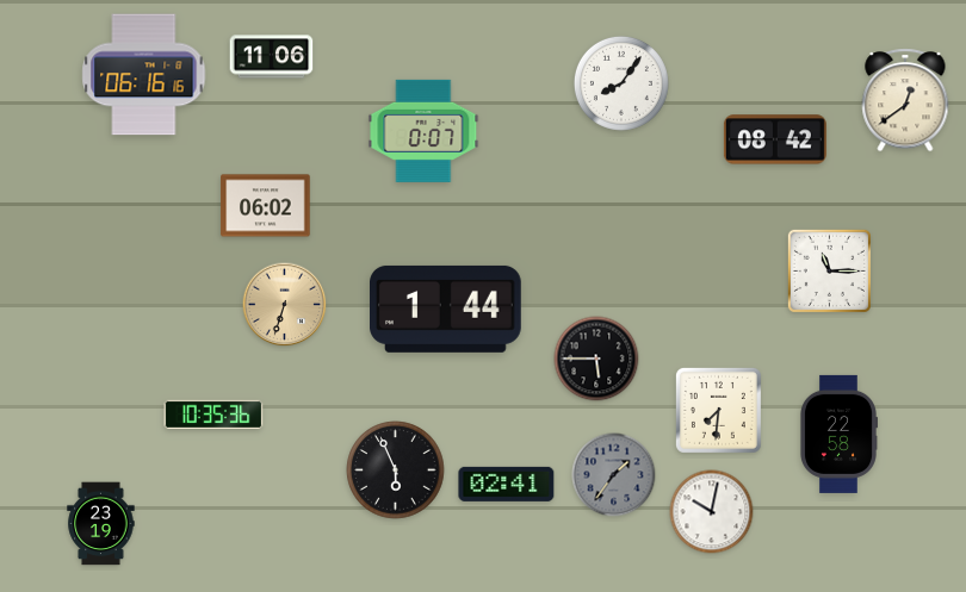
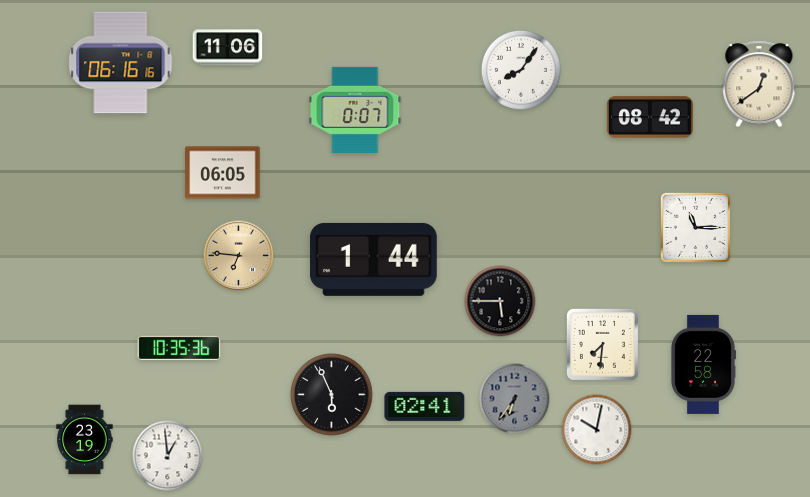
clock at (266, 206): 06:02 -> 06:05
clock at (285, 305): 6:33 -> 6:46
clock at (614, 475): 1:36 -> 6:36
clock at (168, 456): none -> 12:59
